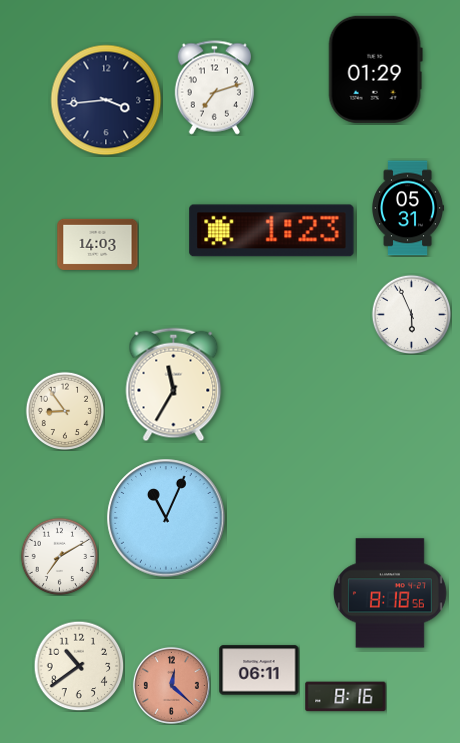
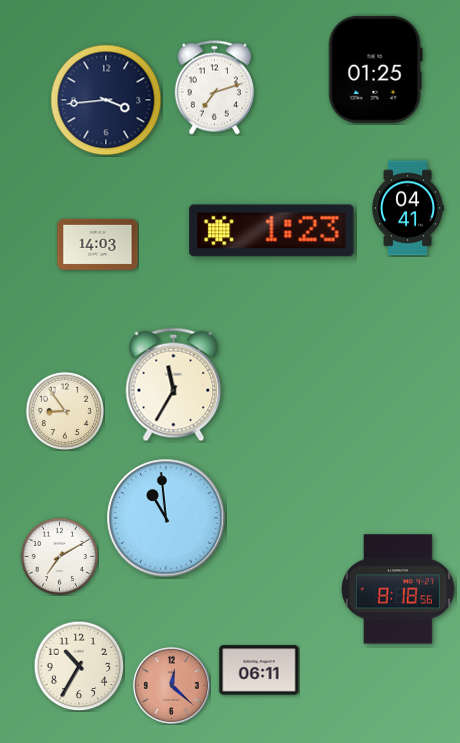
clock at (375, 69): 01:29 -> 01:25
clock at (408, 208): 05:31 -> 04:41
clock at (411, 314): 5:56 -> none
clock at (166, 518): 11:04 -> 10:59
clock at (390, 593) position: (390, 593) -> (398, 589)
clock at (79, 666): 10:39 -> 10:35
clock at (346, 697): 8:16 -> none
